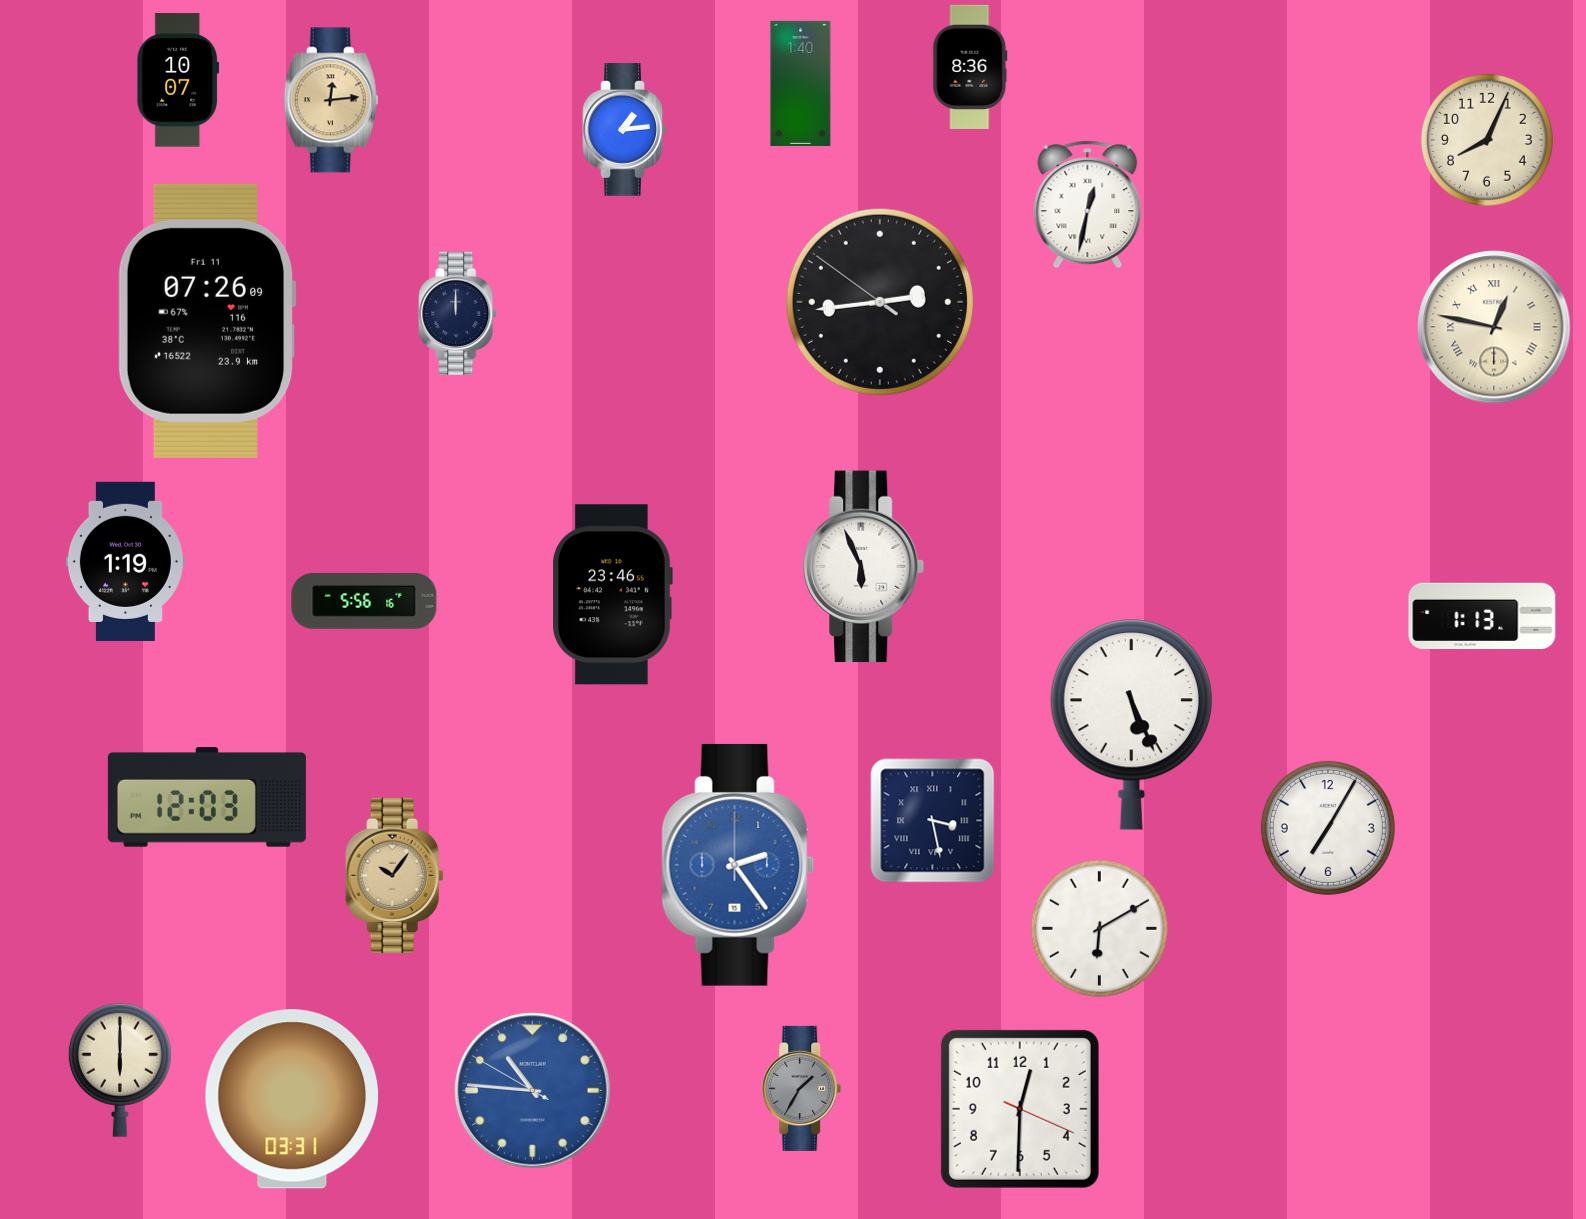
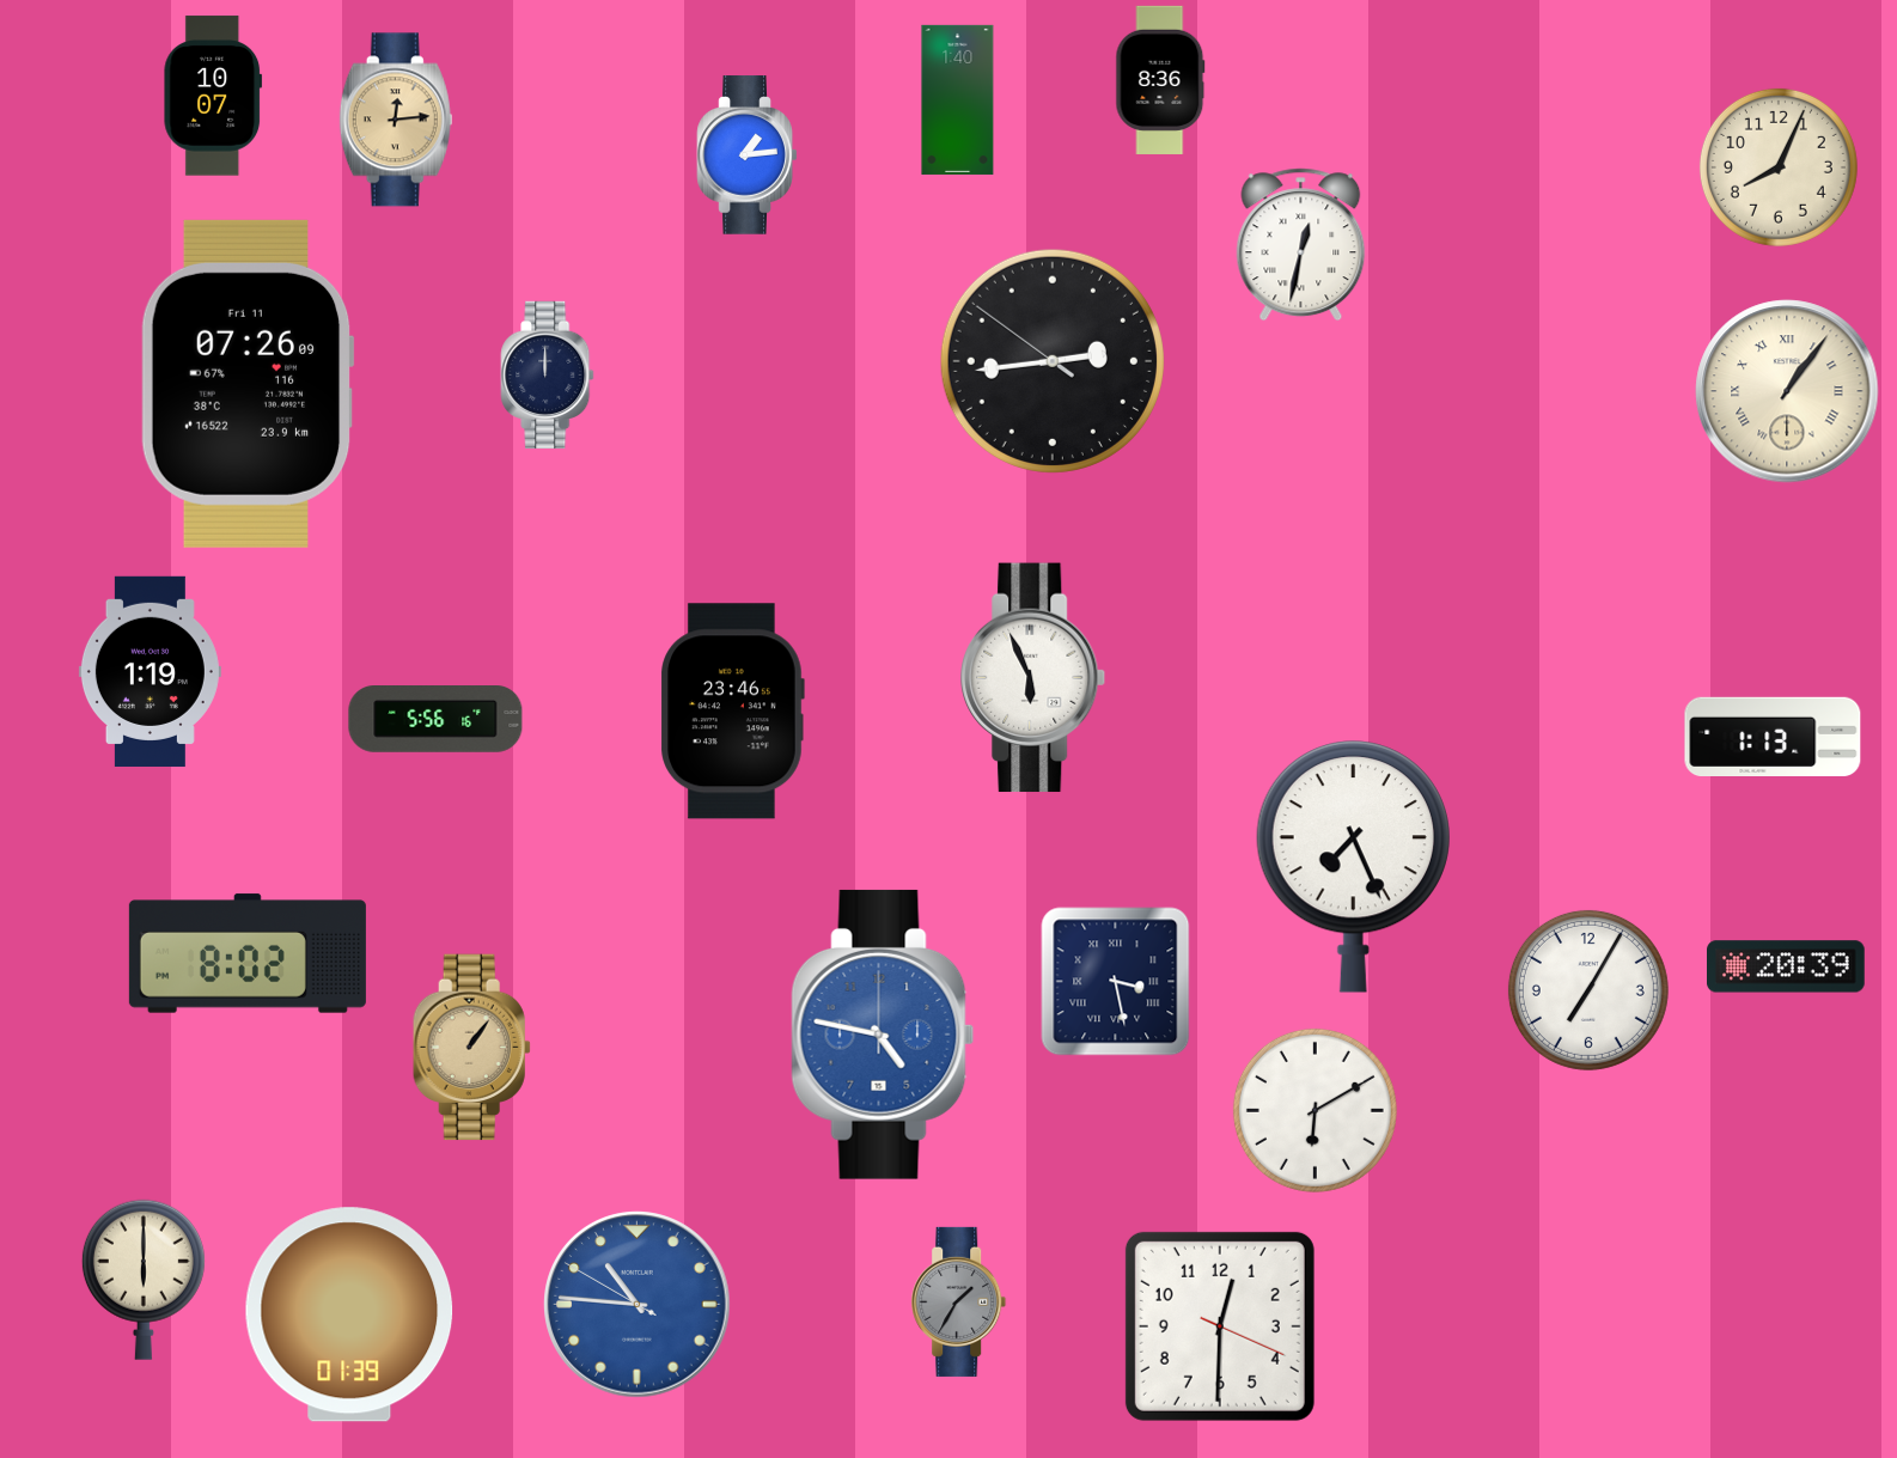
clock at (1494, 327): 12:47 -> 1:06
clock at (1131, 725): 5:26 -> 7:26
clock at (207, 797): 12:03 -> 8:02
clock at (1787, 966): none -> 20:39
clock at (738, 865): 2:24 -> 4:47
clock at (394, 876): 10:06 -> 1:06
clock at (292, 1099): 03:31 -> 01:39
